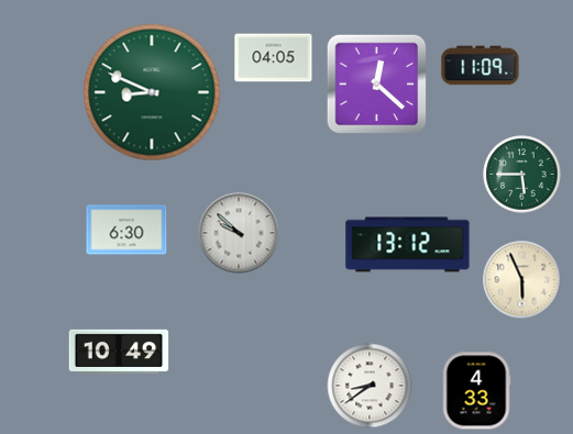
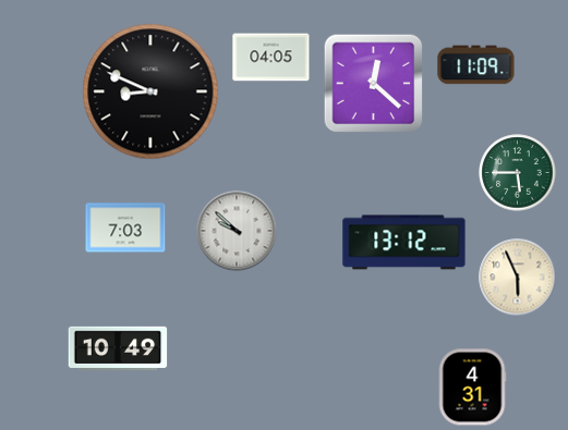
clock at (152, 92) dial: green -> black
clock at (126, 230): 6:30 -> 7:03
clock at (370, 386): 8:39 -> none
clock at (476, 391): 4:33 -> 4:31
